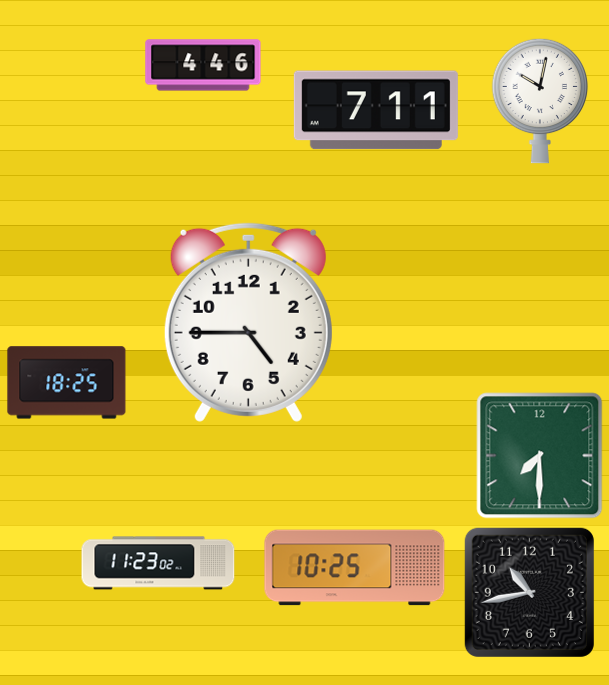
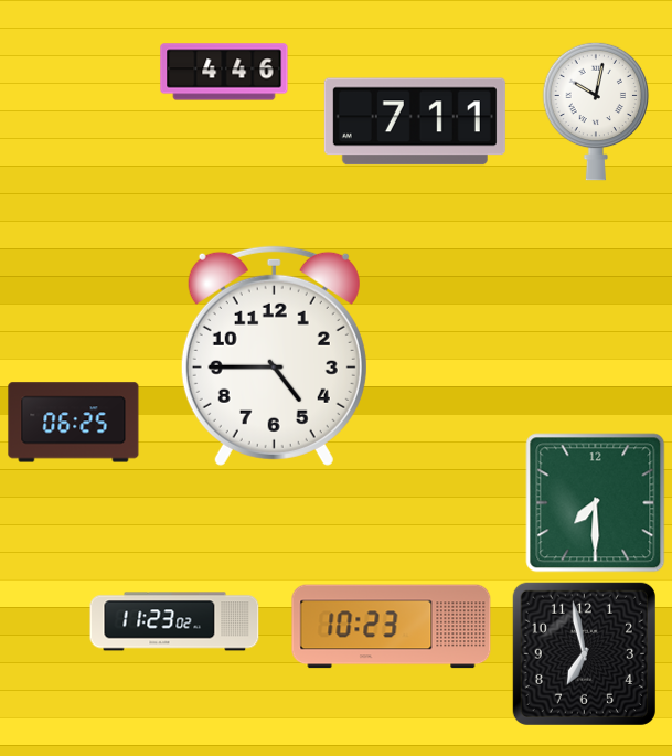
clock at (67, 383): 18:25 -> 06:25
clock at (355, 568): 10:25 -> 10:23
clock at (529, 592): 10:43 -> 6:58
